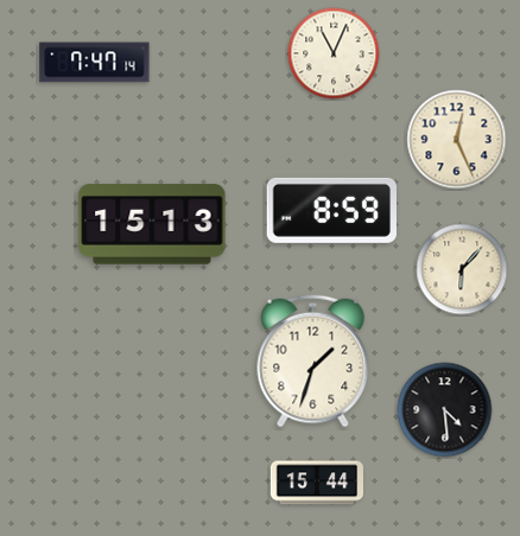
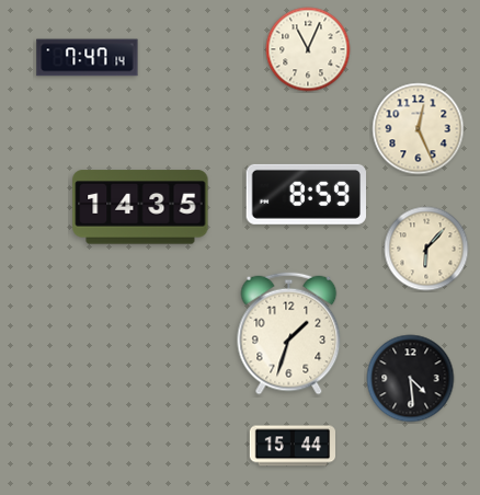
clock at (457, 140) position: (457, 140) -> (419, 129)
clock at (152, 224): 15:13 -> 14:35
